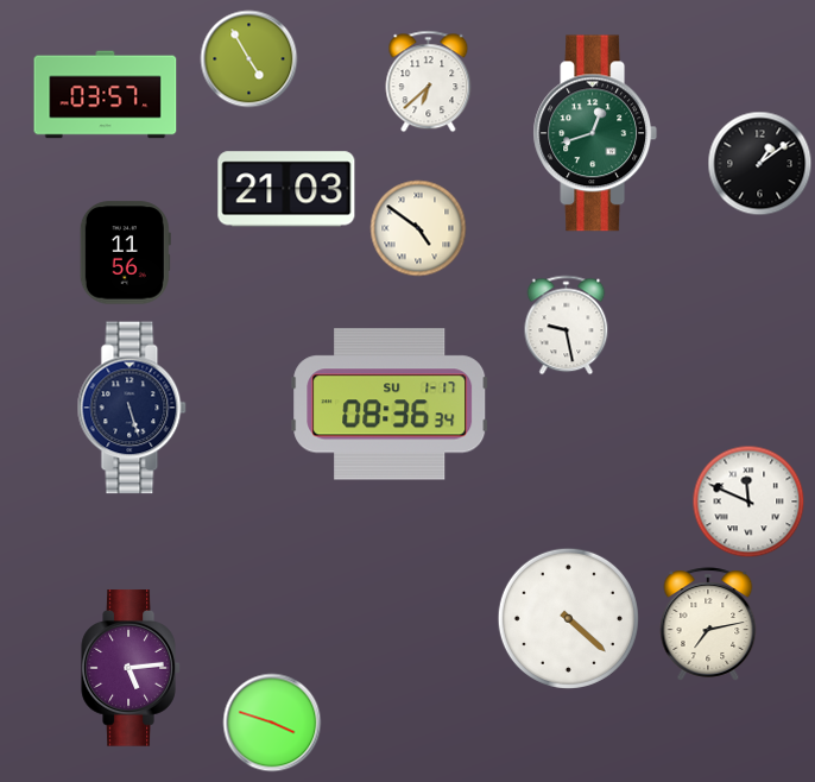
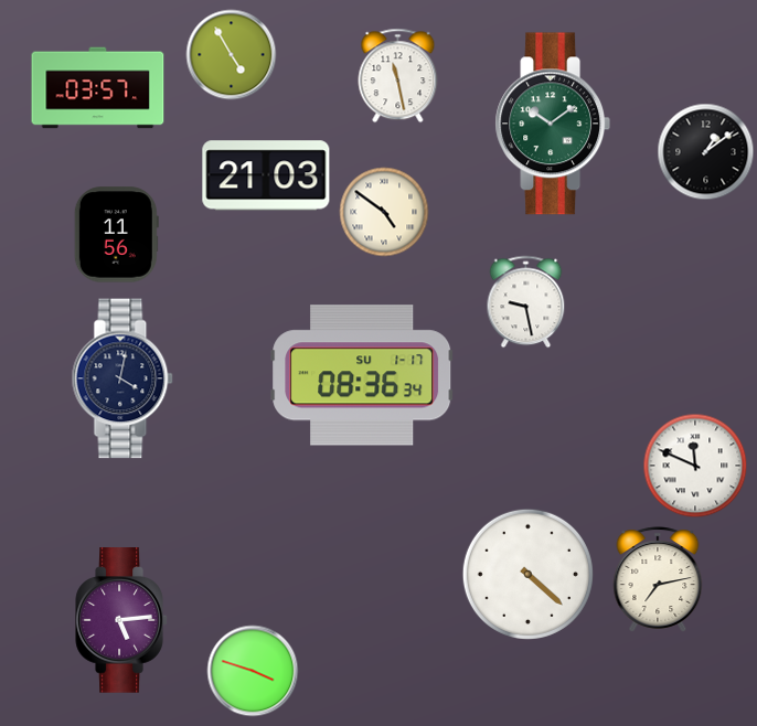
clock at (429, 82): 6:38 -> 11:28
clock at (595, 133): 12:42 -> 10:09
clock at (418, 228) position: (418, 228) -> (384, 212)
clock at (132, 408): 5:27 -> 4:02
